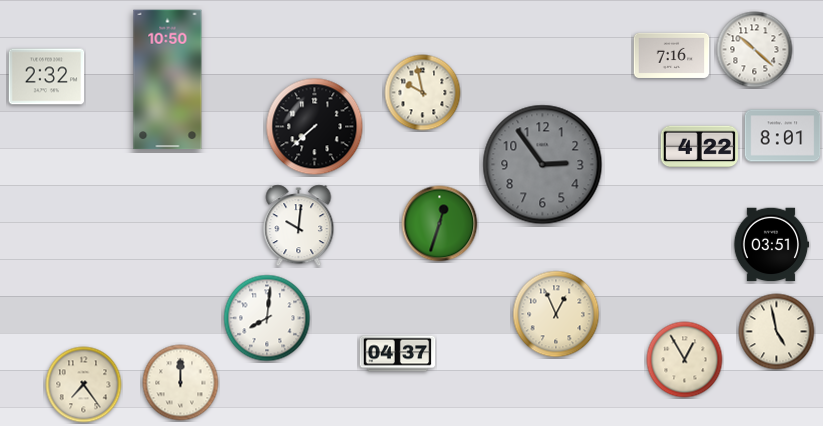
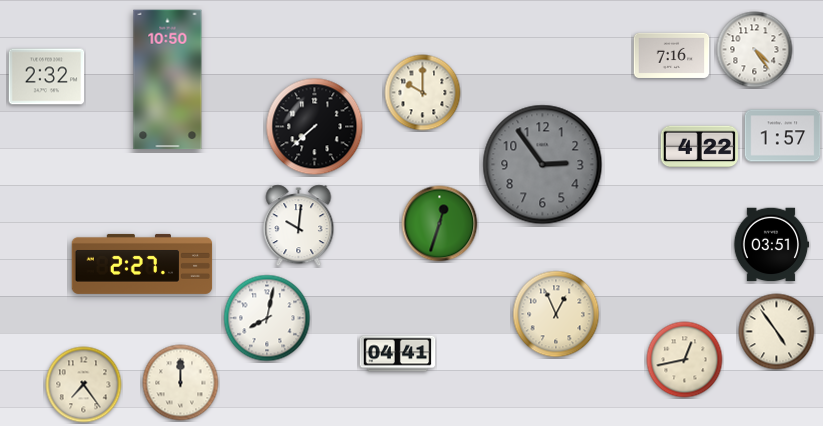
clock at (755, 50): 10:22 -> 4:24
clock at (423, 93): 9:58 -> 10:00
clock at (783, 136): 8:01 -> 1:57
clock at (142, 264): none -> 2:27
clock at (267, 318): 8:01 -> 8:02
clock at (777, 332): 4:58 -> 4:54
clock at (398, 354): 04:37 -> 04:41
clock at (685, 360): 12:55 -> 12:43
